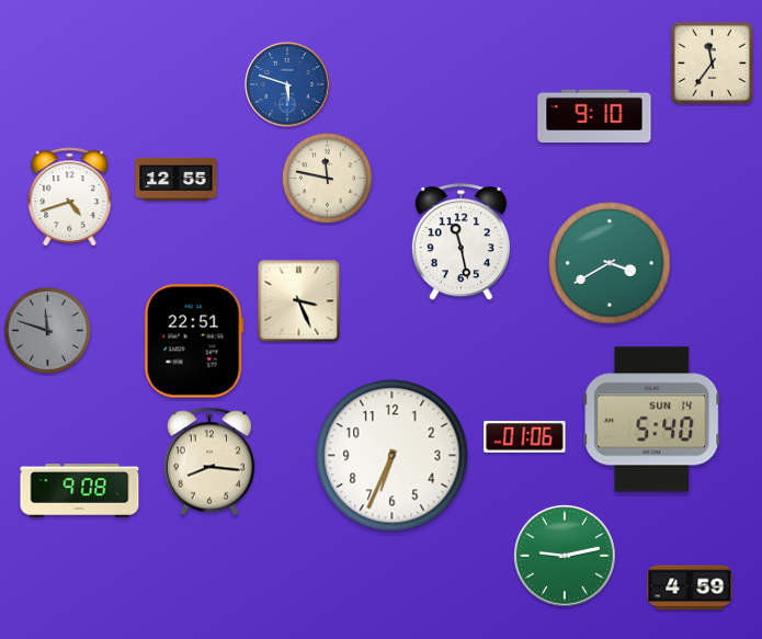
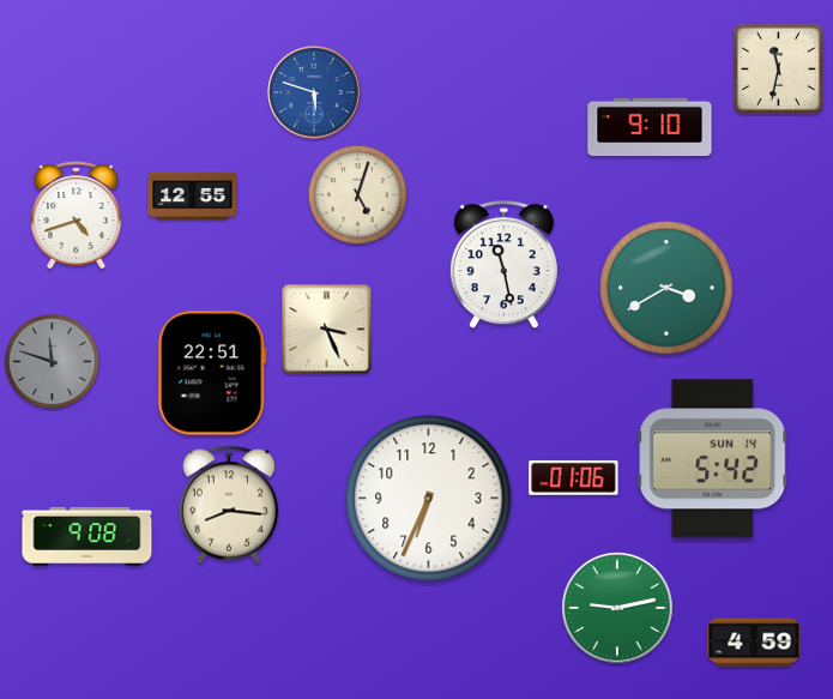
clock at (712, 62): 11:36 -> 11:32
clock at (327, 178): 11:47 -> 5:03
clock at (652, 420): 5:40 -> 5:42
